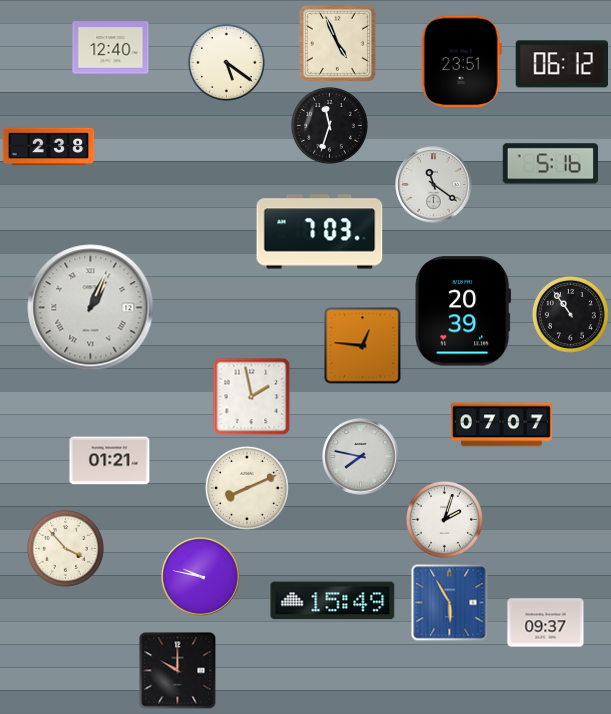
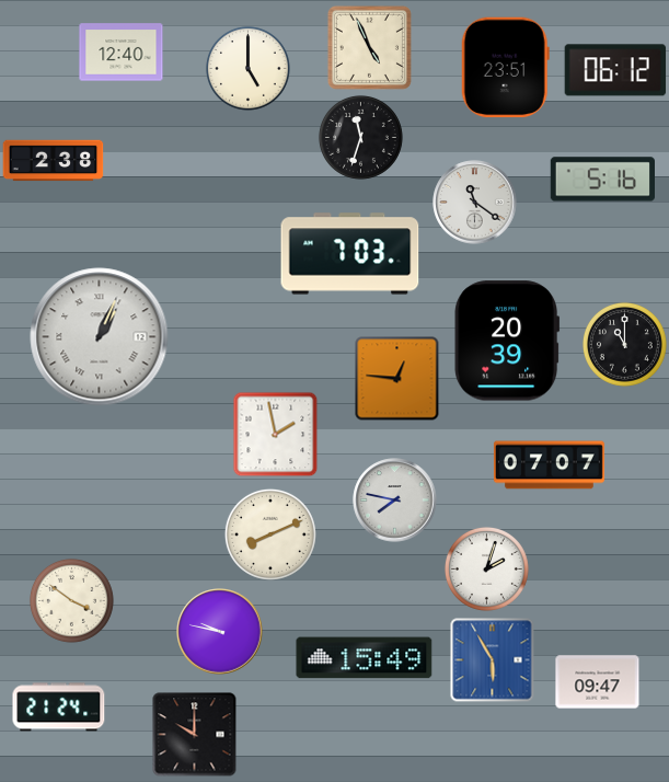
clock at (226, 62): 5:21 -> 5:00
clock at (570, 314): 10:54 -> 11:00
clock at (110, 461): 01:21 -> none
clock at (65, 548): 3:53 -> 3:51
clock at (546, 623): 09:37 -> 09:47
clock at (59, 708): none -> 21:24
